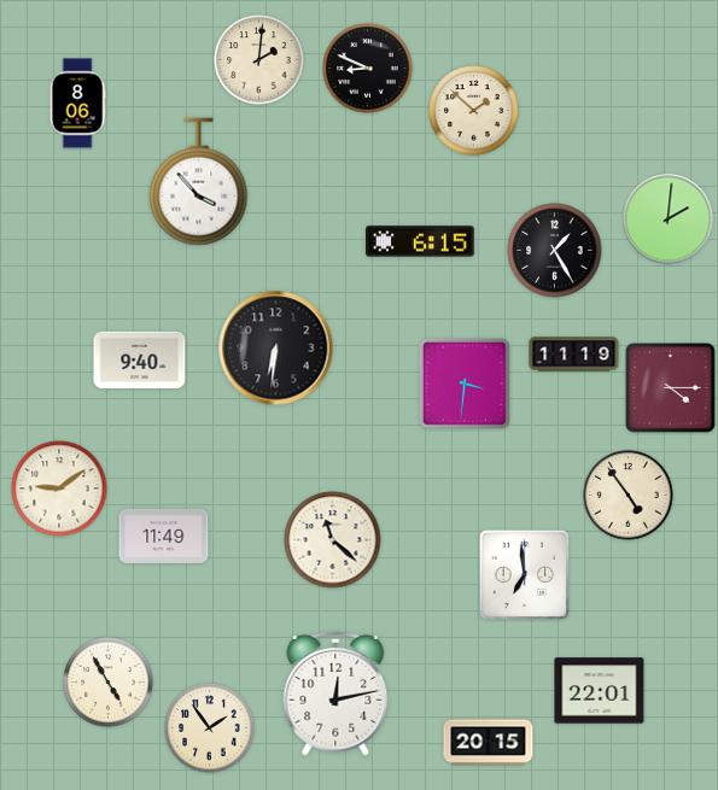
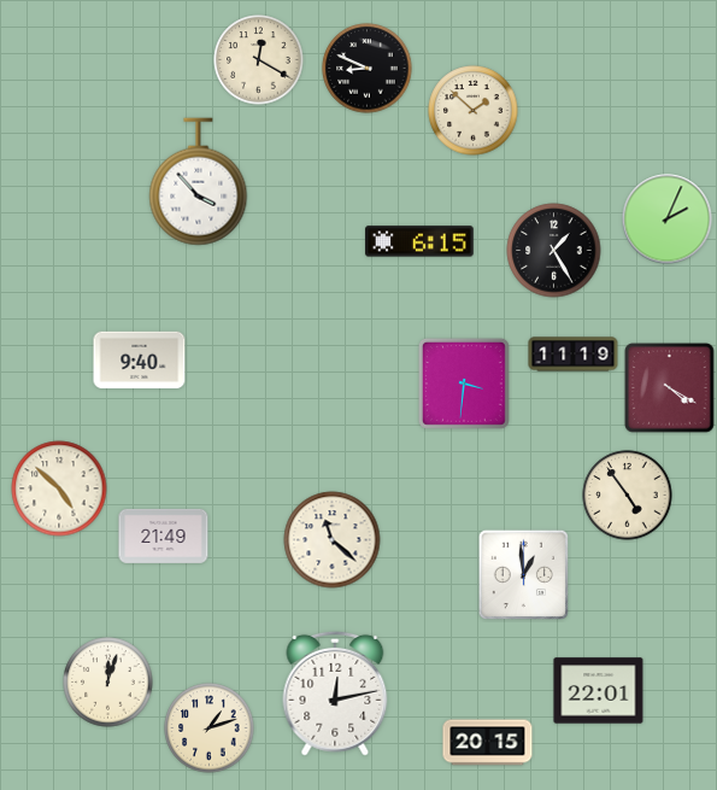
clock at (259, 60): 2:01 -> 12:20
clock at (77, 104): 8:06 -> none
clock at (669, 220): 2:01 -> 2:04
clock at (276, 349): 6:31 -> none
clock at (671, 388): 4:15 -> 4:20
clock at (59, 488): 9:09 -> 4:52
clock at (164, 536): 11:49 -> 21:49
clock at (524, 574): 6:59 -> 12:59
clock at (109, 683): 4:55 -> 12:03
clock at (210, 728): 1:54 -> 1:12
